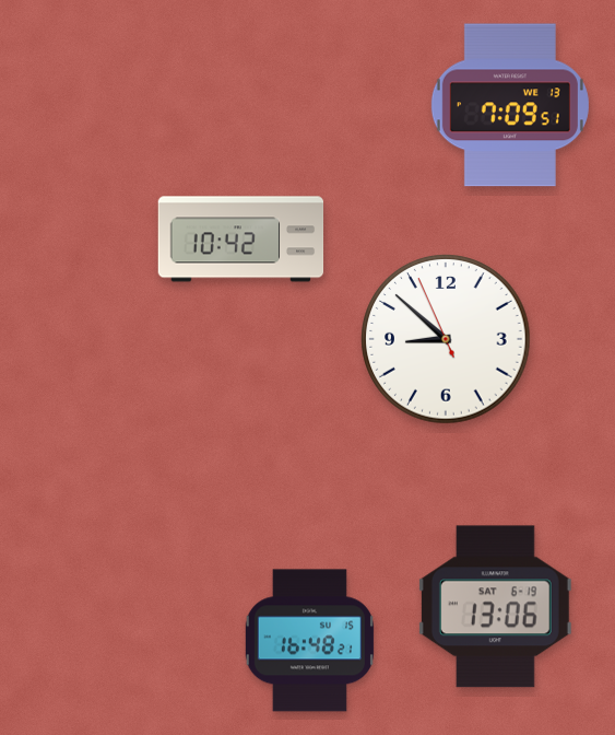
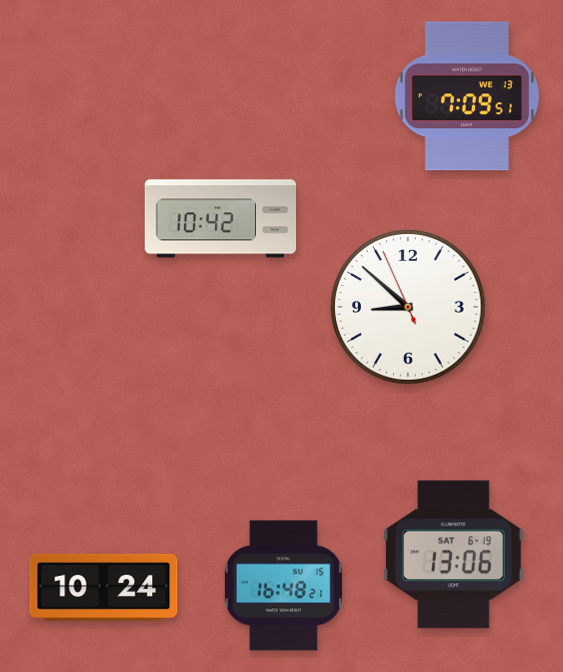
clock at (446, 339) position: (446, 339) -> (408, 307)
clock at (104, 587): none -> 10:24
